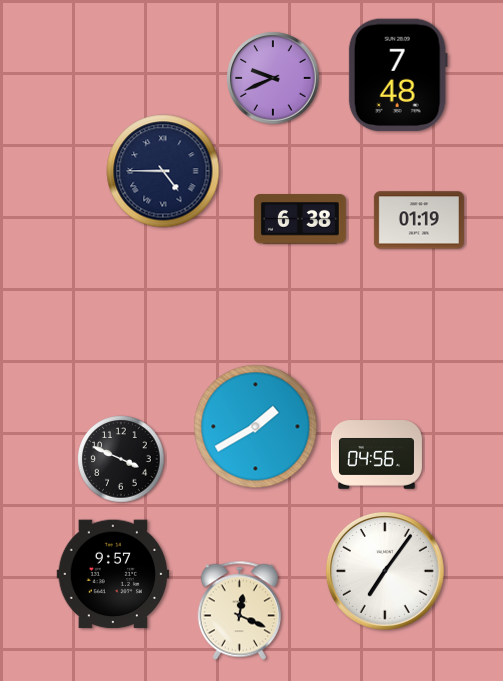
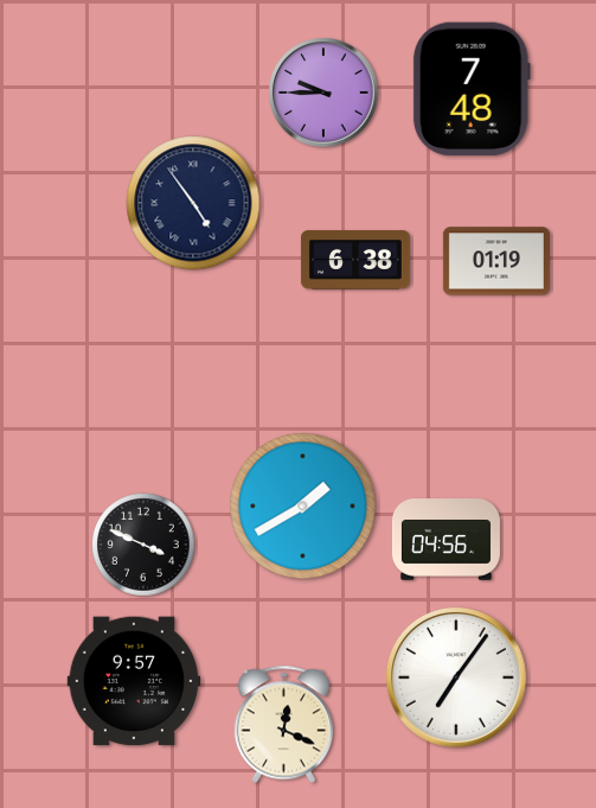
clock at (273, 78): 9:41 -> 9:45
clock at (163, 171): 4:45 -> 4:54
